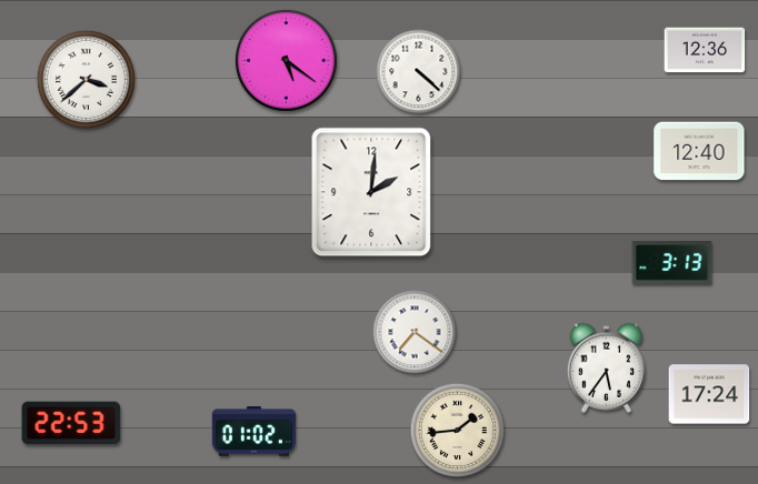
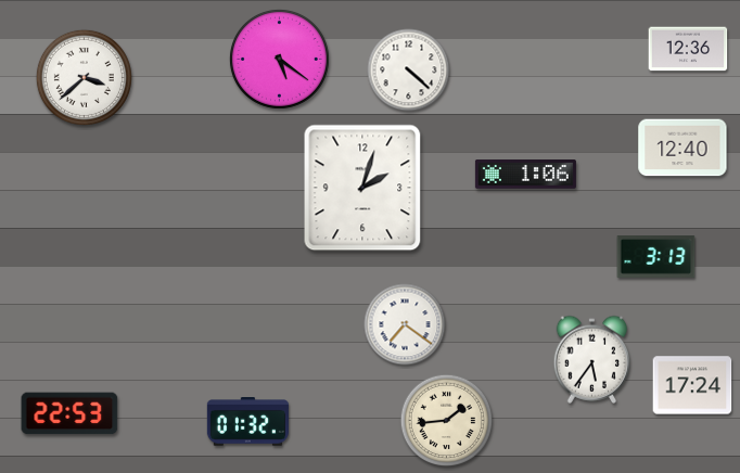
clock at (525, 175): none -> 1:06
clock at (371, 192): 2:01 -> 2:03
clock at (253, 432): 01:02 -> 01:32
